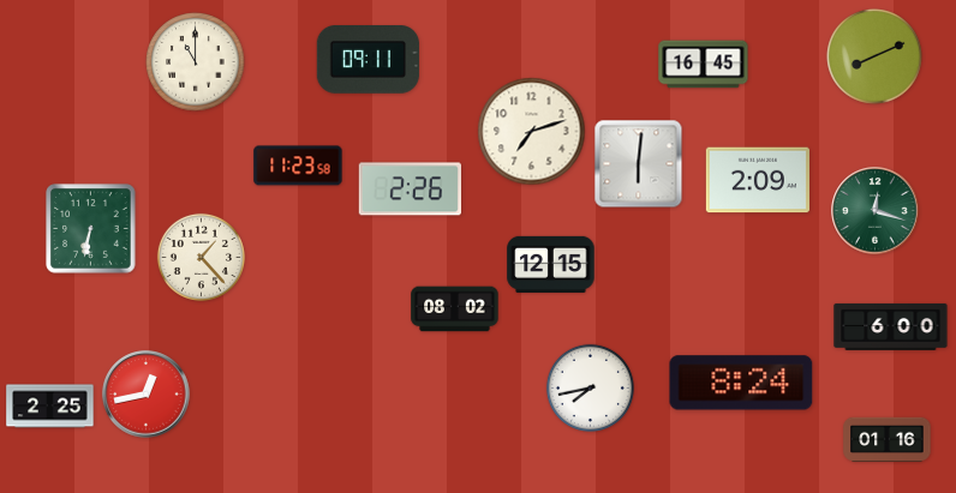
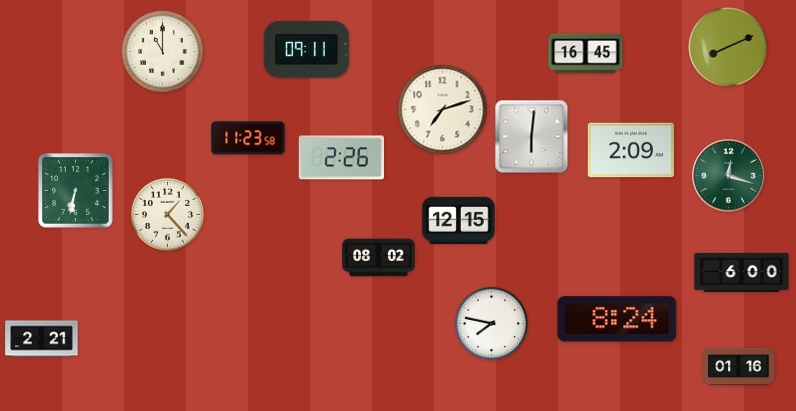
clock at (590, 387): 7:43 -> 7:47
clock at (147, 395): 12:43 -> none
clock at (50, 407): 2:25 -> 2:21
